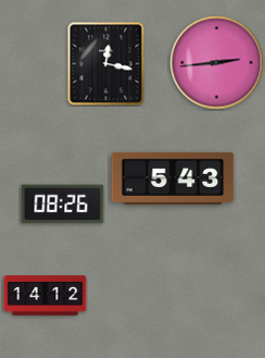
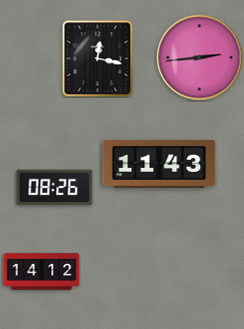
clock at (173, 178): 5:43 -> 11:43
clock at (63, 205) position: (63, 205) -> (55, 188)
